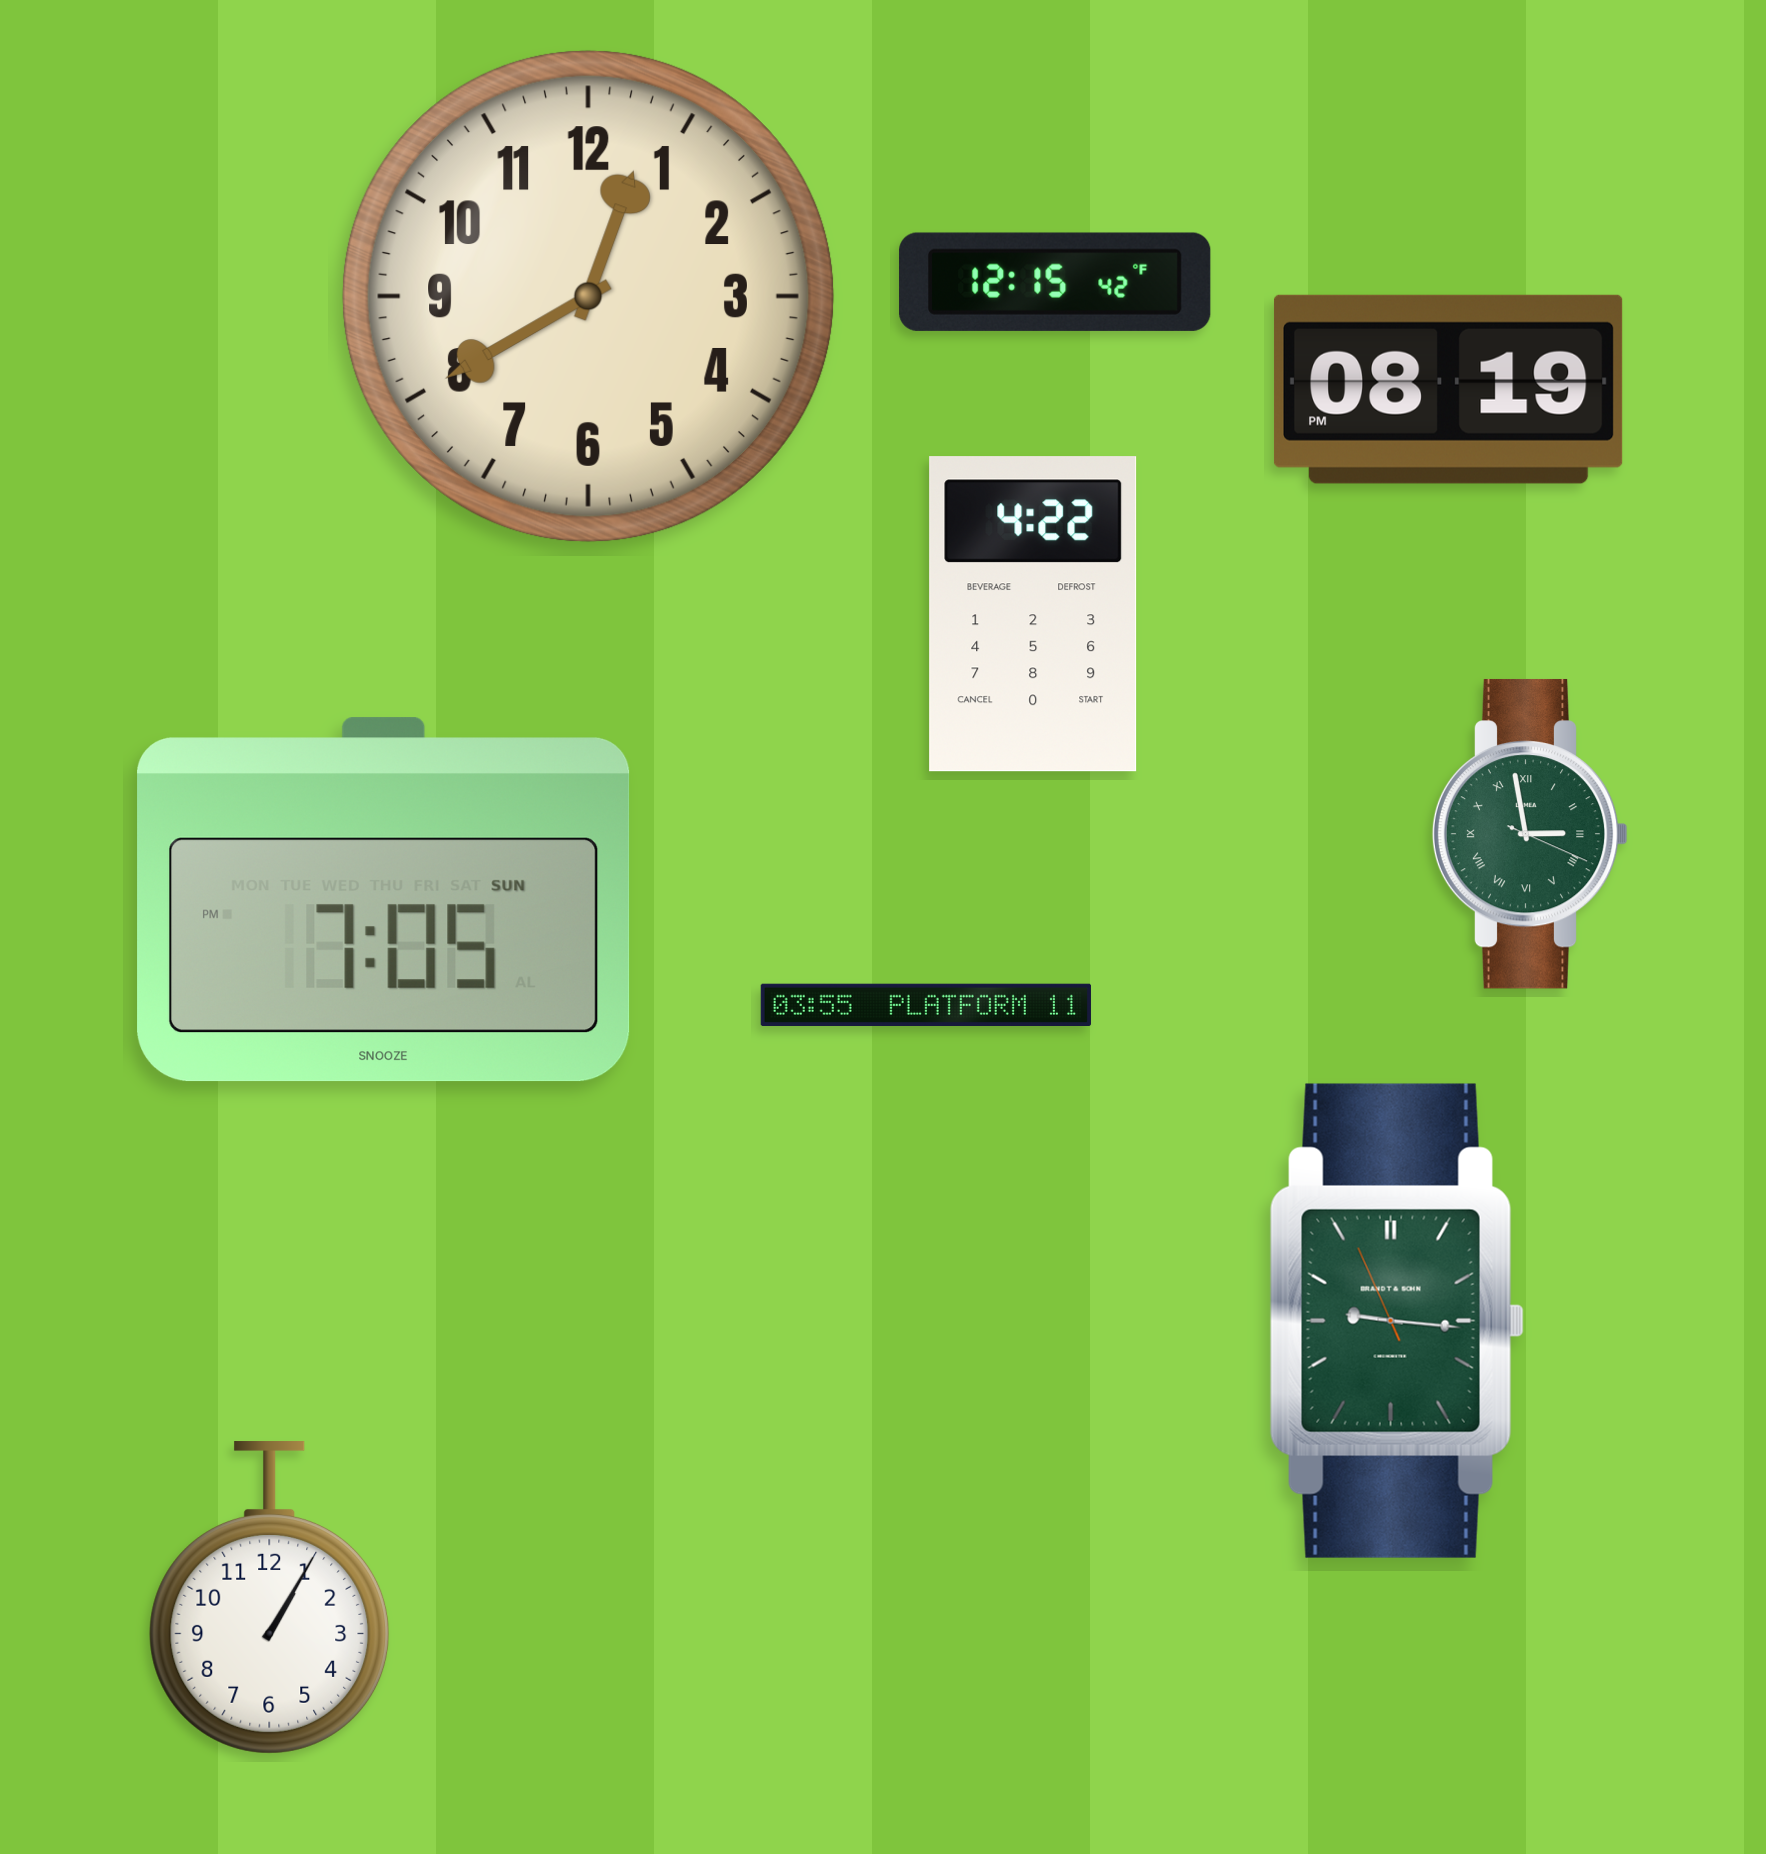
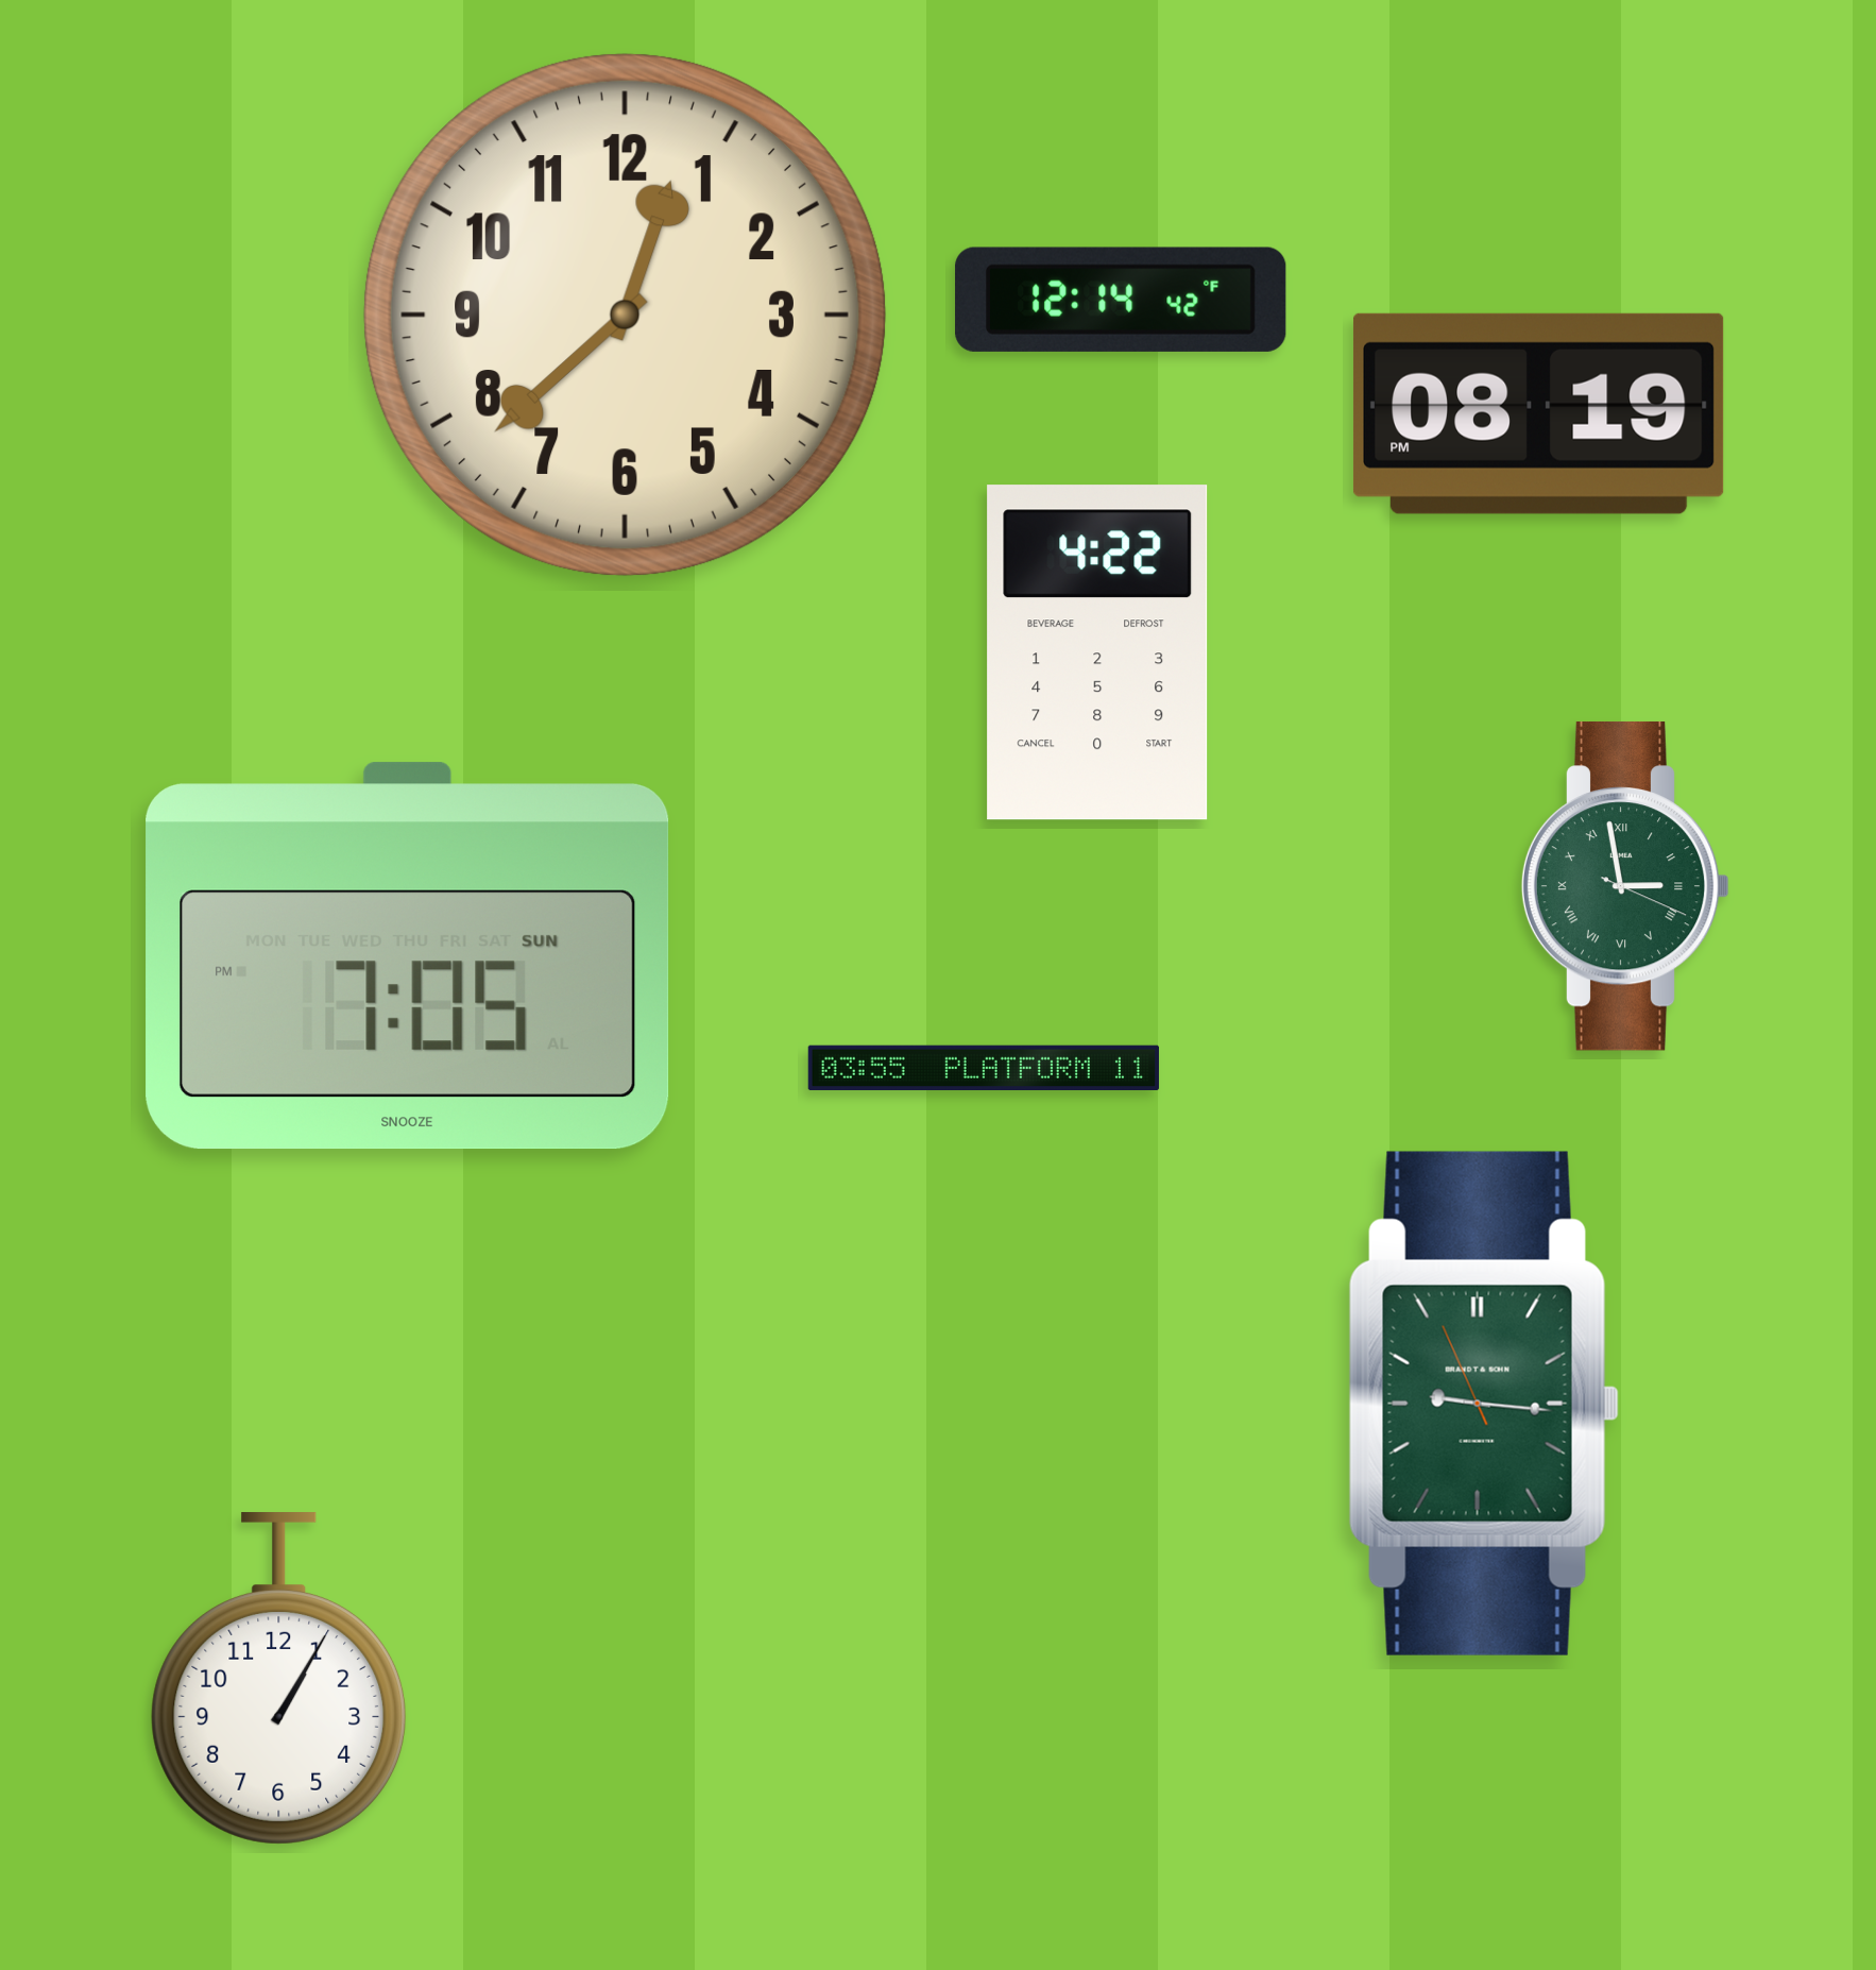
clock at (1055, 282): 12:15 -> 12:14
clock at (588, 296): 12:40 -> 12:38
clock at (270, 1598) position: (270, 1598) -> (279, 1679)
